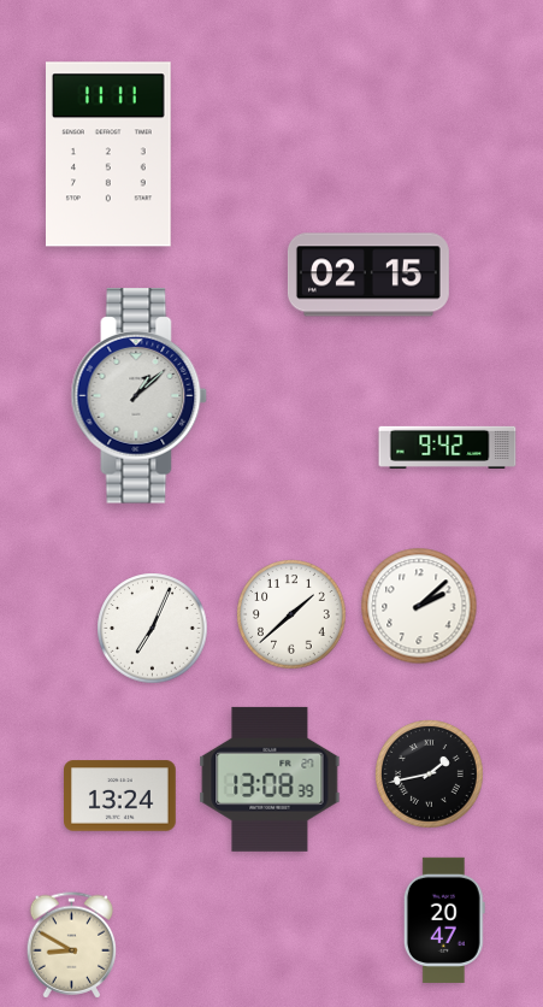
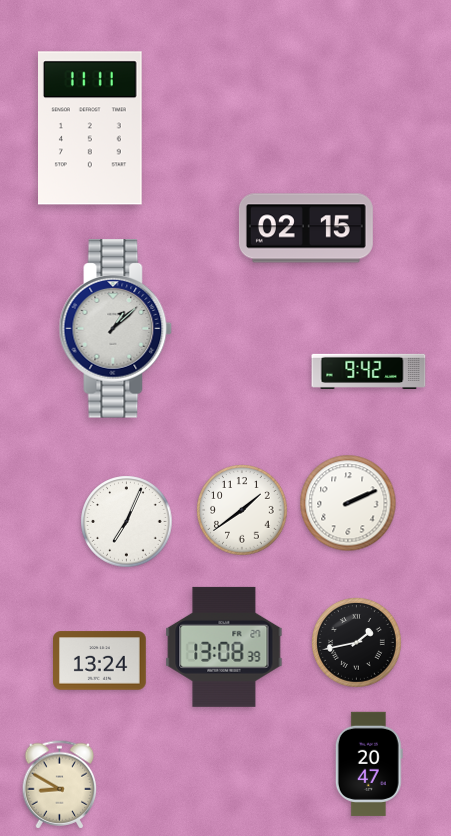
clock at (448, 447) position: (448, 447) -> (369, 371)
clock at (419, 606): 2:08 -> 2:11
clock at (291, 614): 1:38 -> 1:39
